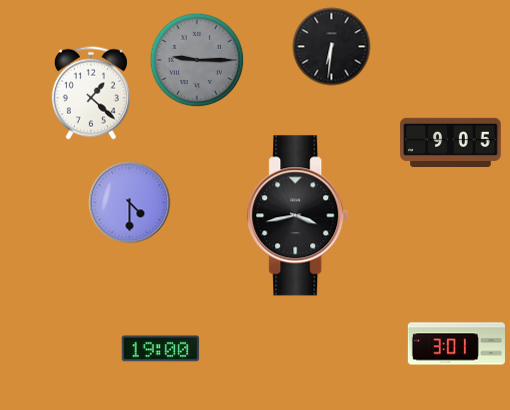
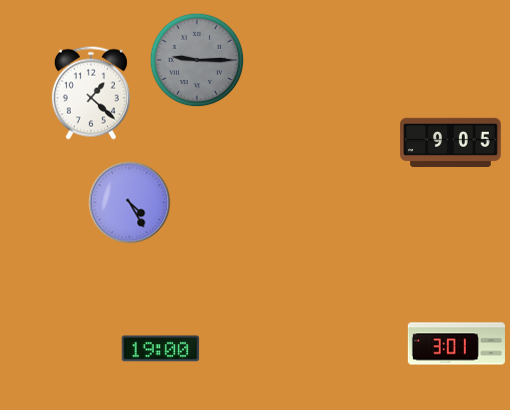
clock at (332, 47): 6:31 -> none
clock at (130, 203): 4:30 -> 4:25
clock at (298, 216): 3:43 -> none
